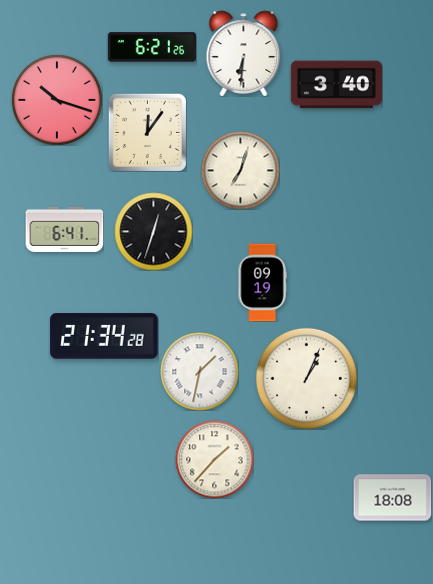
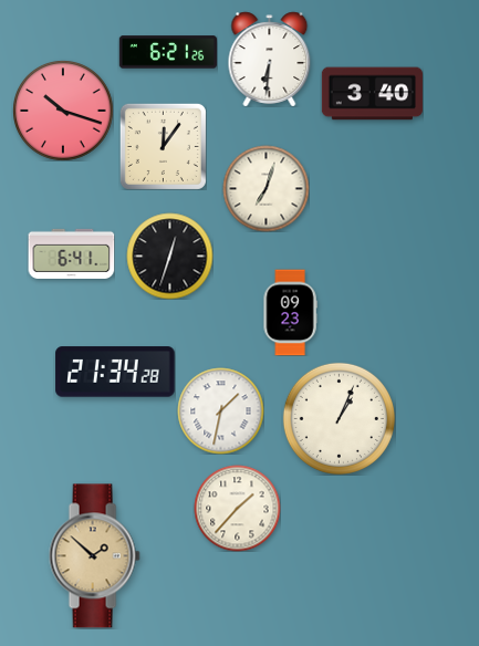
clock at (262, 282): 09:19 -> 09:23
clock at (392, 498): 18:08 -> none
clock at (94, 556): none -> 1:52
